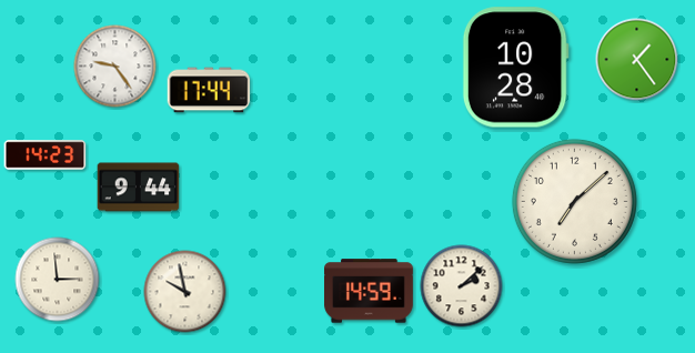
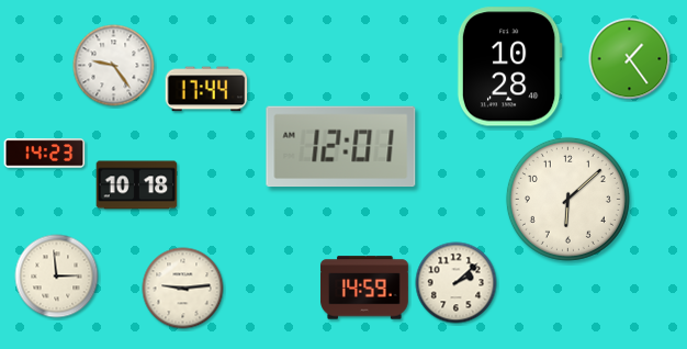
clock at (341, 147): none -> 12:01
clock at (139, 188): 9:44 -> 10:18
clock at (574, 201): 7:08 -> 6:08
clock at (185, 292): 9:58 -> 9:14
